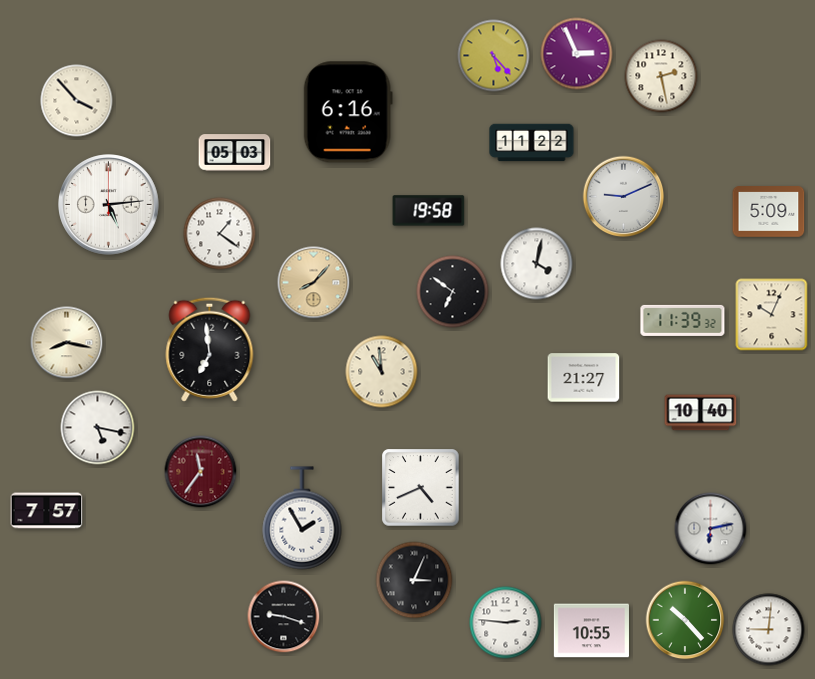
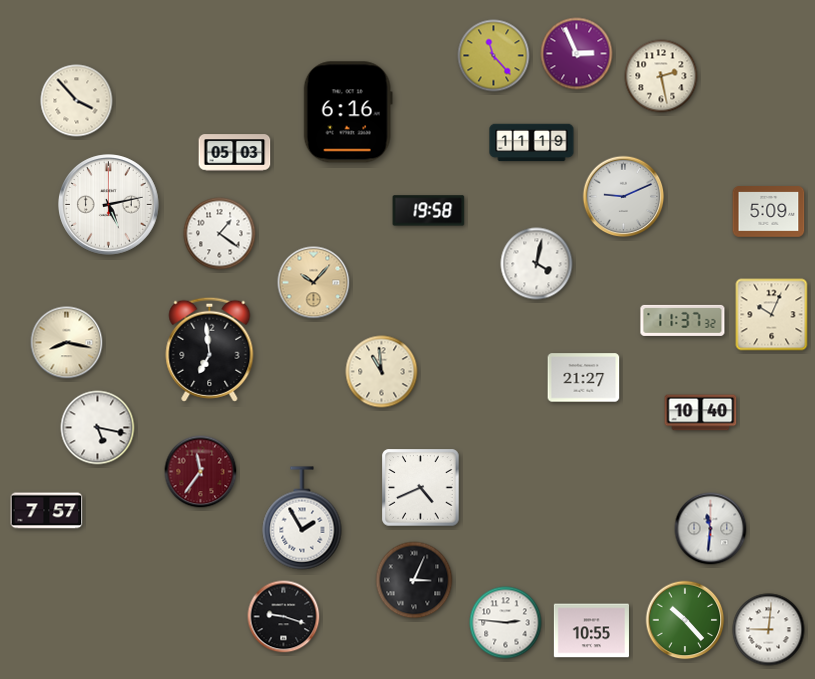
clock at (494, 56): 5:23 -> 11:23
clock at (532, 143): 11:22 -> 11:19
clock at (109, 205): 5:14 -> 5:13
clock at (314, 283): 8:07 -> 10:07
clock at (453, 292): 6:51 -> none
clock at (683, 320): 11:39 -> 11:37
clock at (711, 529): 6:13 -> 11:31
